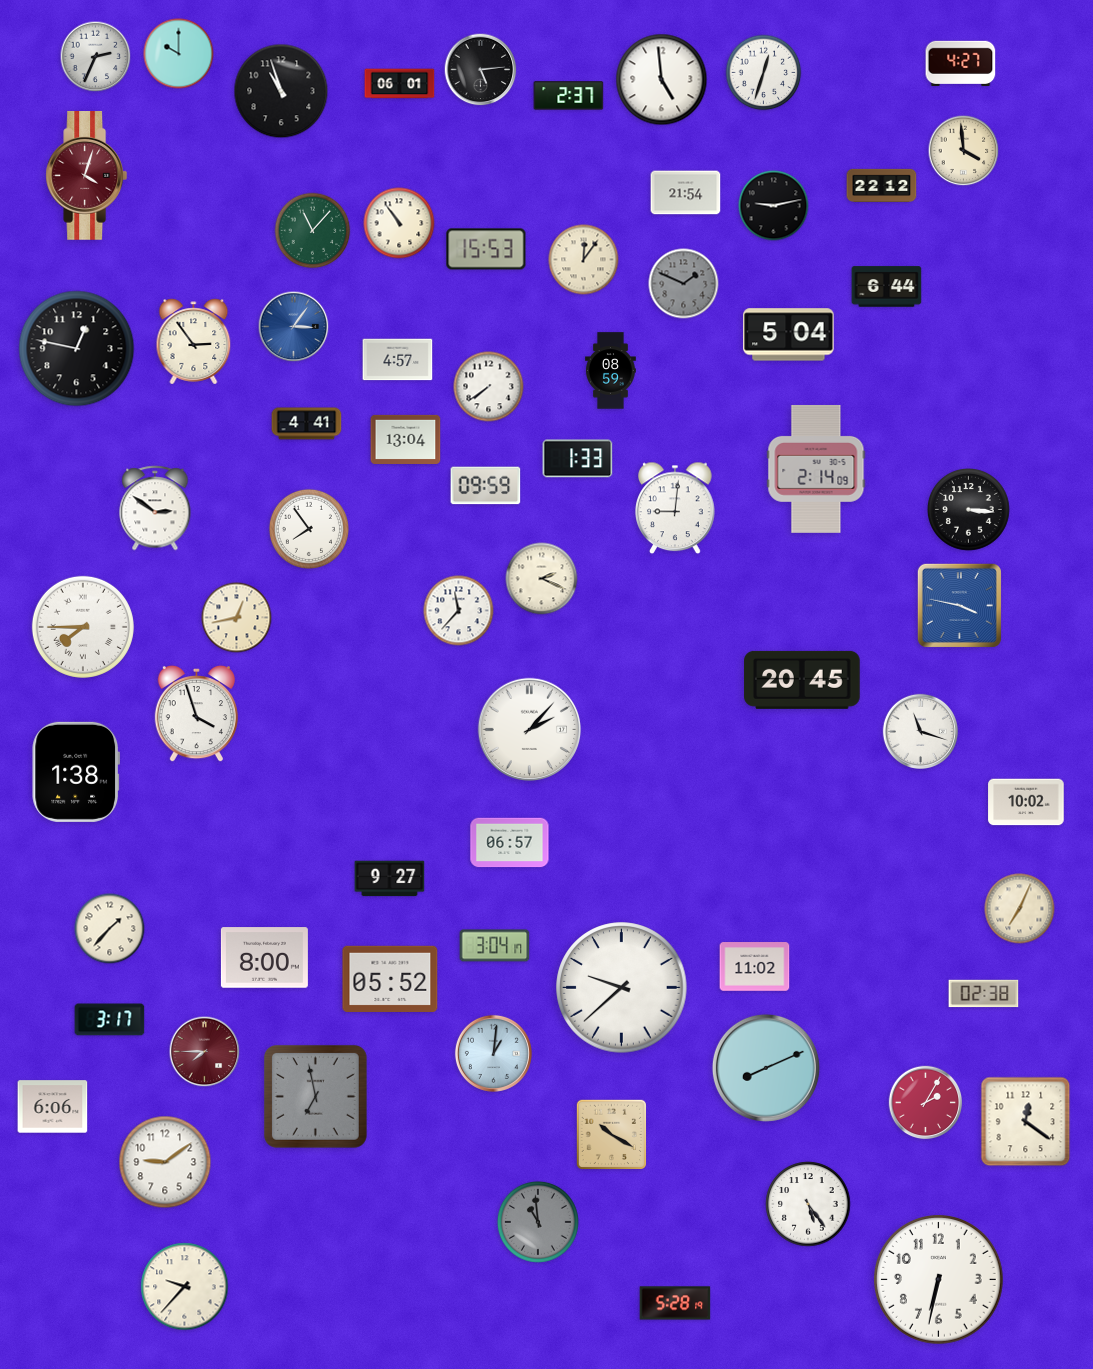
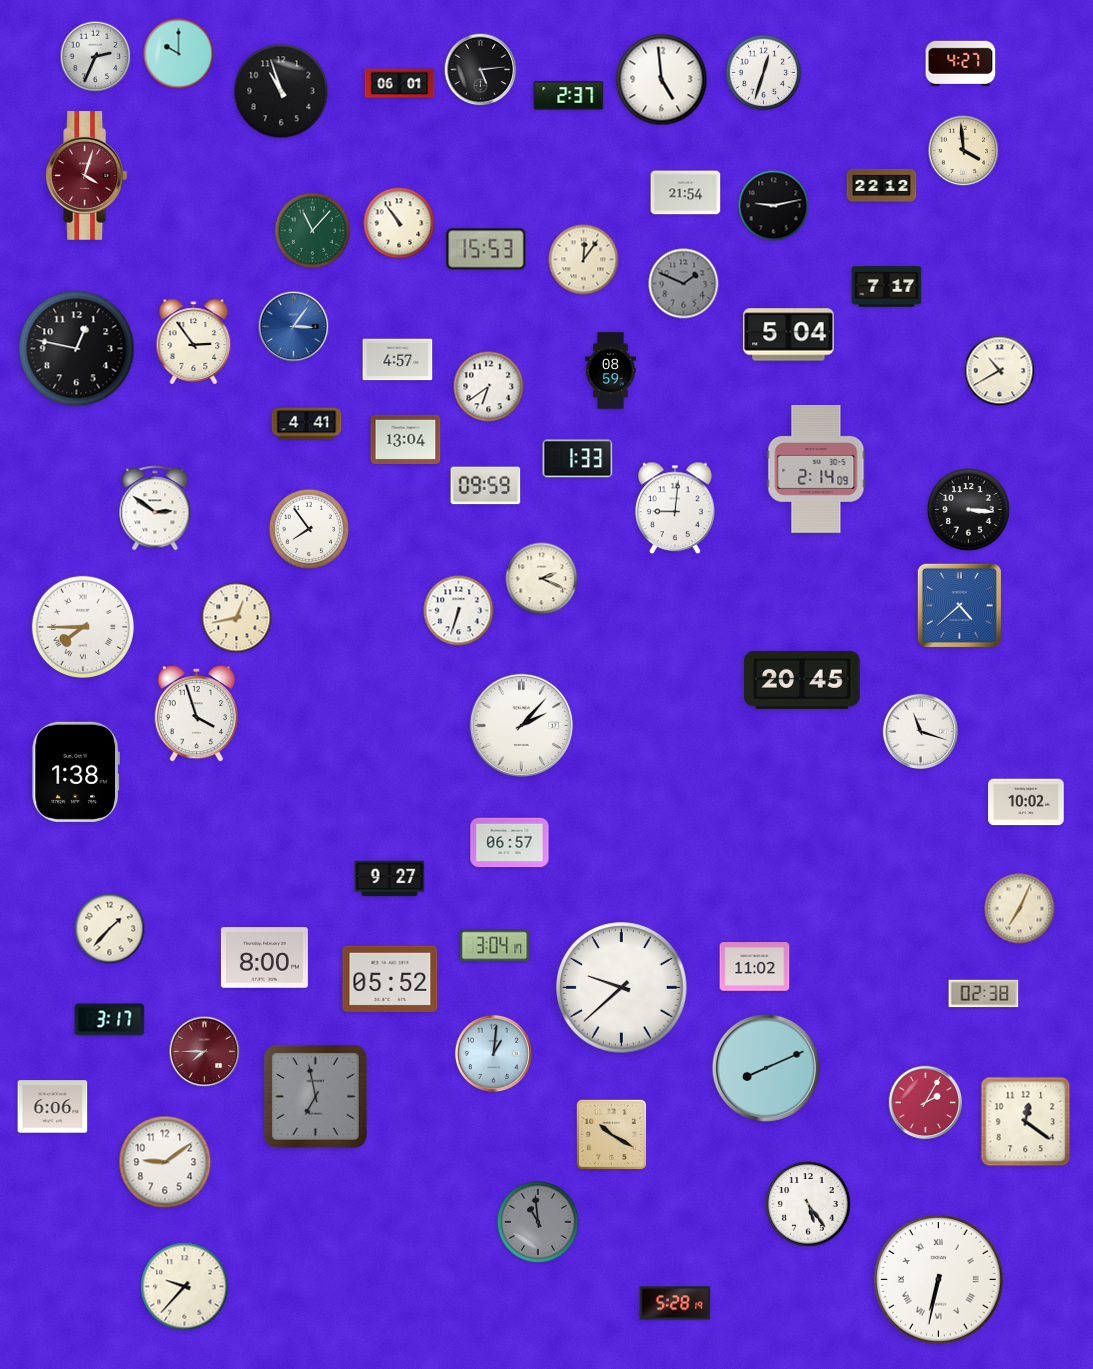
clock at (887, 287): 6:44 -> 7:17
clock at (1000, 371): none -> 10:40
clock at (489, 387): 7:39 -> 6:39
clock at (959, 605): 3:47 -> 4:38
clock at (459, 611): 11:37 -> 6:33
clock at (530, 730) position: (530, 730) -> (522, 726)
clock at (939, 1280) numerals: Arabic -> Roman
